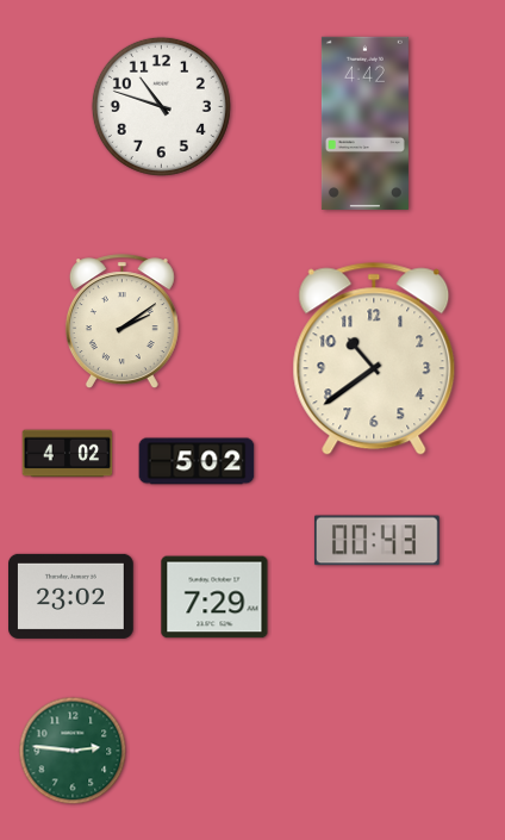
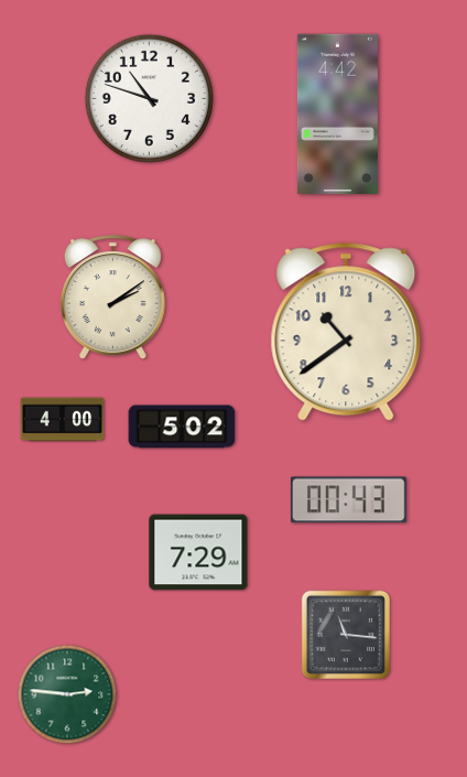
clock at (68, 454): 4:02 -> 4:00
clock at (71, 596): 23:02 -> none
clock at (345, 634): none -> 11:16
